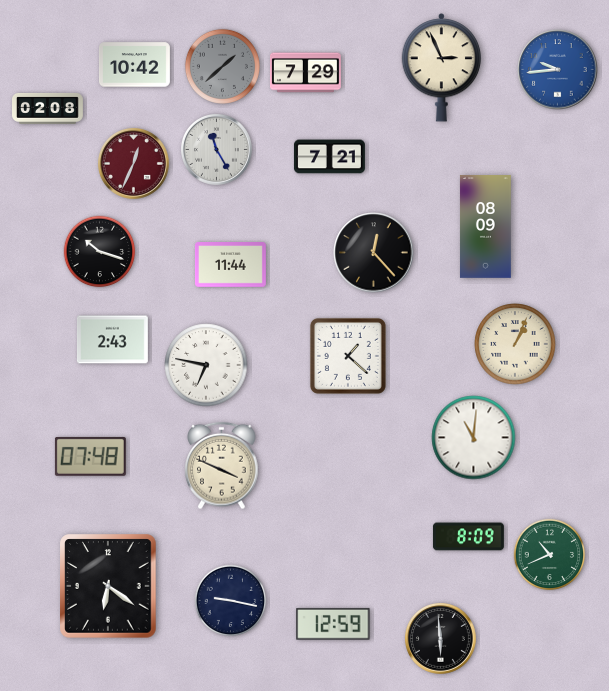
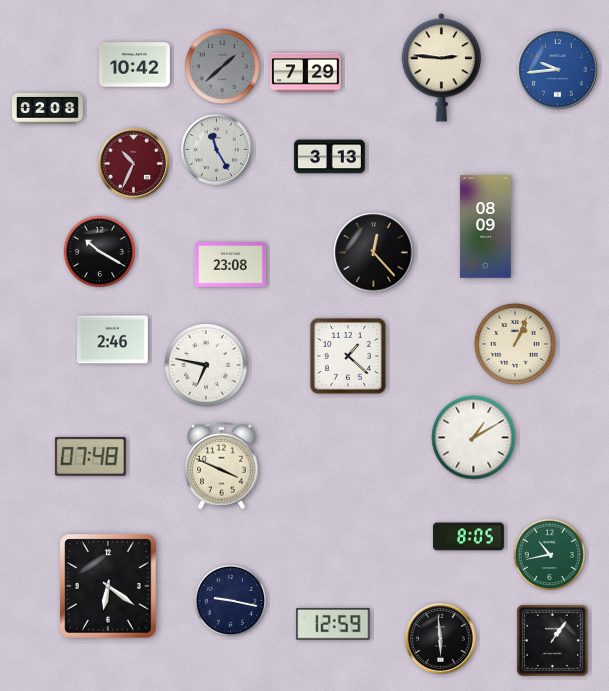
clock at (442, 68): 2:56 -> 2:46
clock at (329, 157): 7:21 -> 3:13
clock at (133, 163): 12:34 -> 10:34
clock at (100, 252): 10:18 -> 10:20
clock at (230, 265): 11:44 -> 23:08
clock at (112, 340): 2:43 -> 2:46
clock at (474, 438): 11:01 -> 1:10
clock at (468, 537): 8:09 -> 8:05
clock at (550, 555): 10:41 -> 10:43
clock at (552, 640): none -> 1:06
